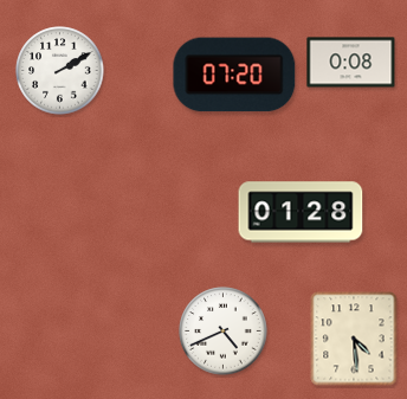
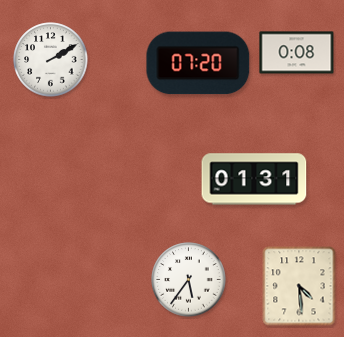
clock at (301, 212): 01:28 -> 01:31
clock at (224, 332): 4:41 -> 5:36
